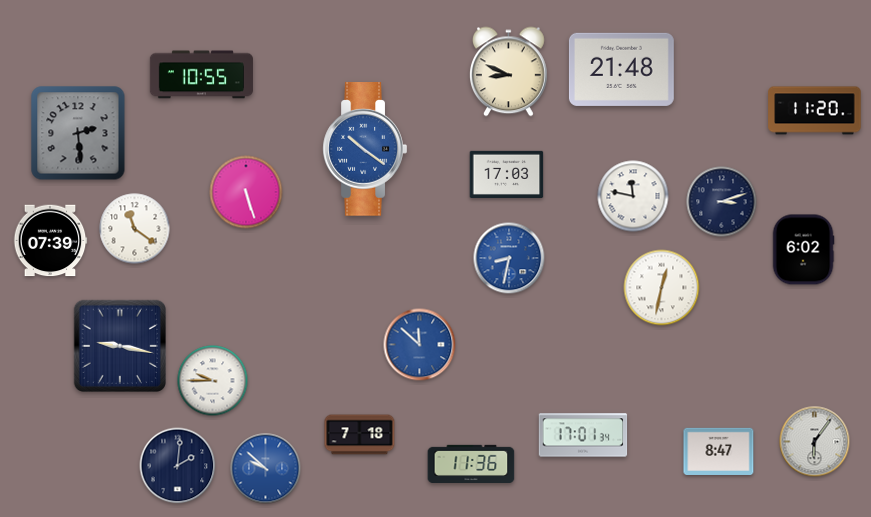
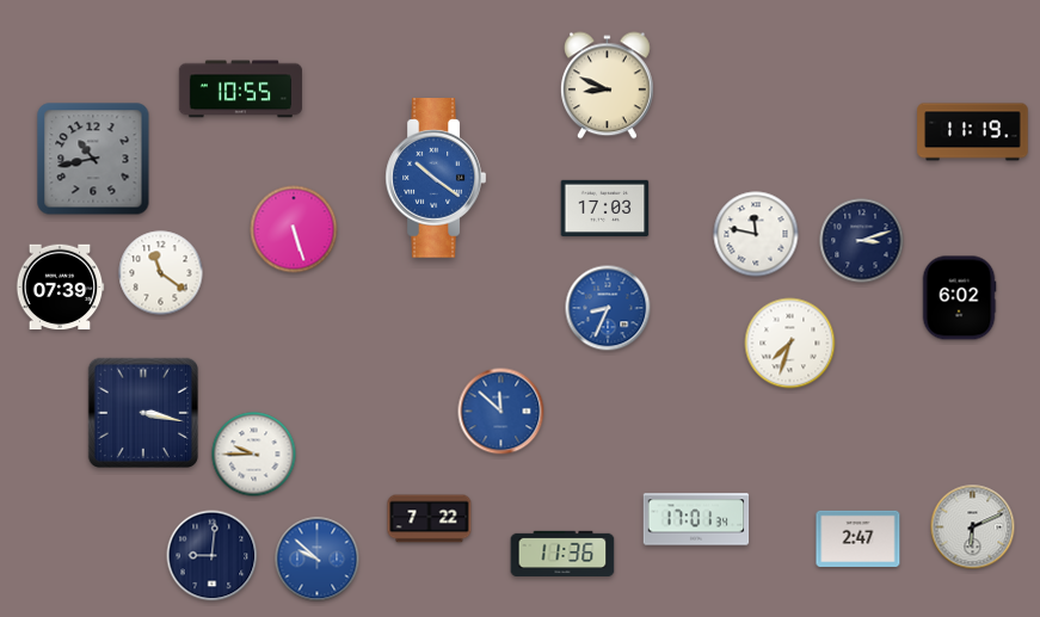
clock at (621, 69): 21:48 -> none
clock at (815, 111): 11:20 -> 11:19
clock at (78, 133): 2:29 -> 10:43
clock at (509, 258): 8:32 -> 8:34
clock at (662, 288): 12:32 -> 7:33
clock at (119, 345): 9:17 -> 3:17
clock at (360, 435): 7:18 -> 7:22
clock at (815, 442): 6:06 -> 6:11
clock at (719, 451): 8:47 -> 2:47
clock at (178, 466): 2:01 -> 9:01
